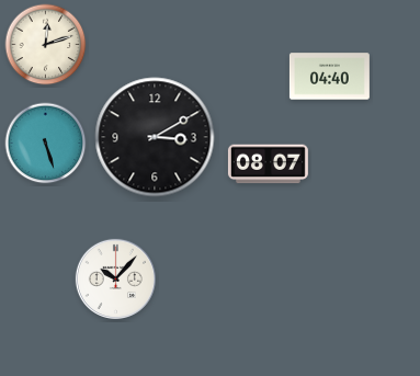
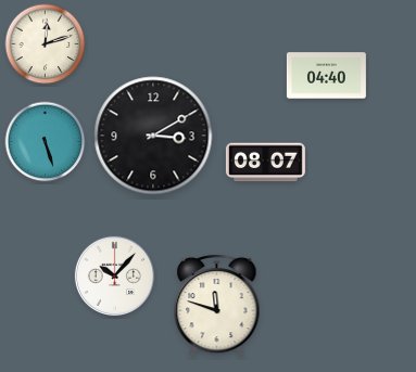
clock at (217, 305): none -> 11:48
